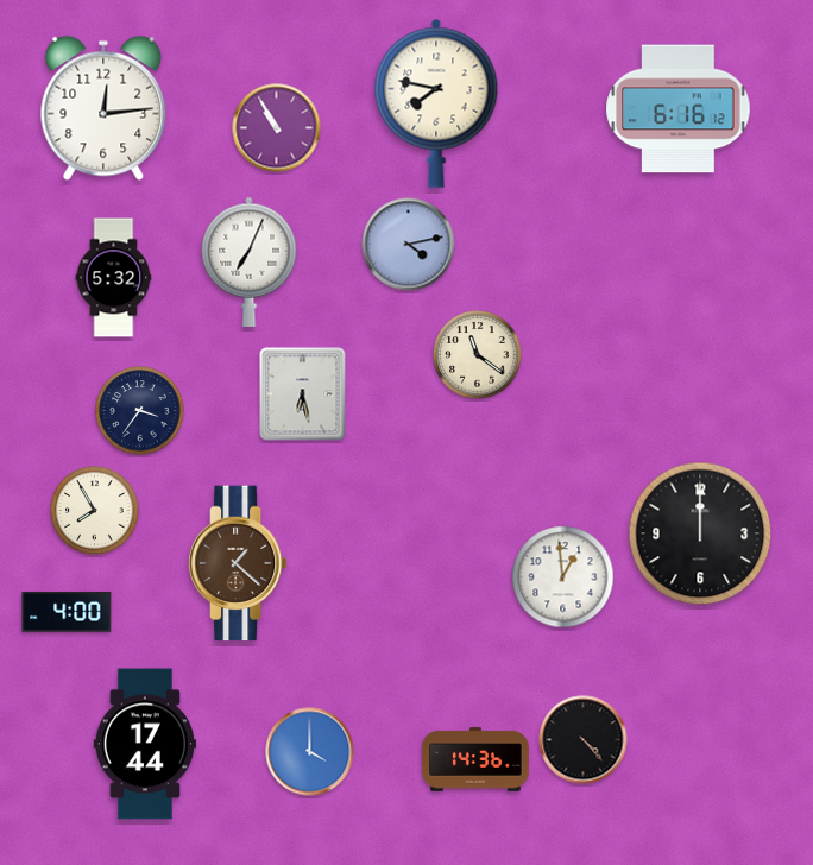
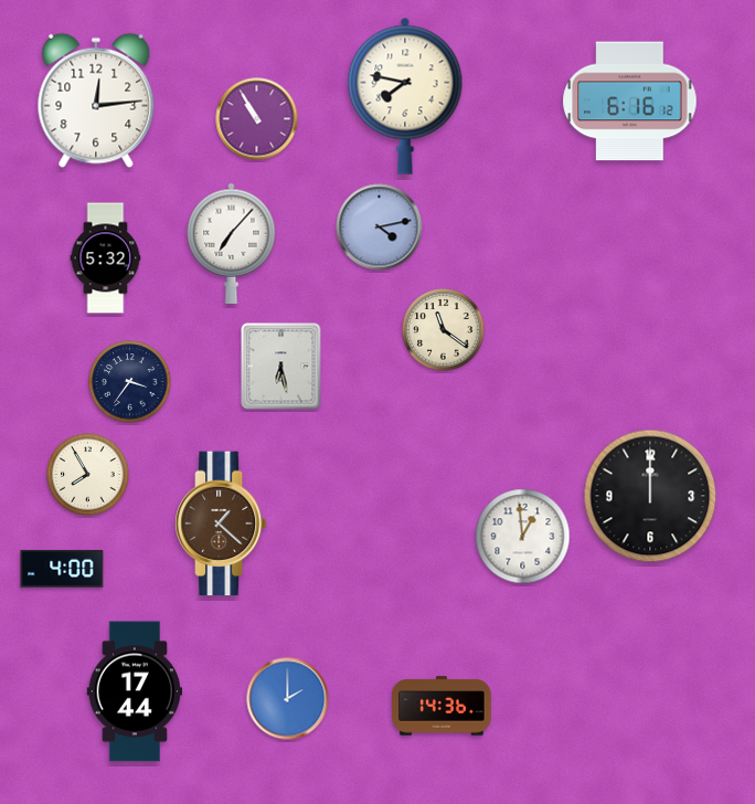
clock at (250, 261): 7:04 -> 7:07
clock at (584, 740): 4:23 -> none
clock at (310, 752): 4:00 -> 2:00
